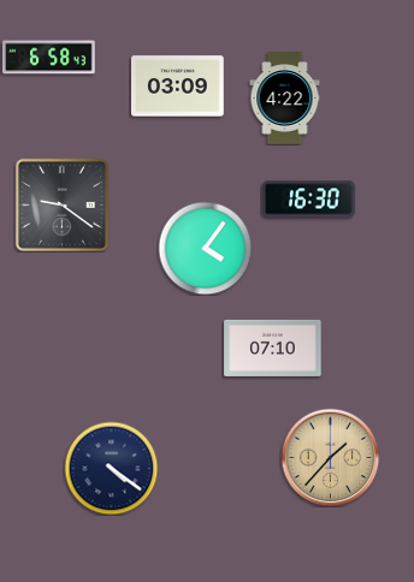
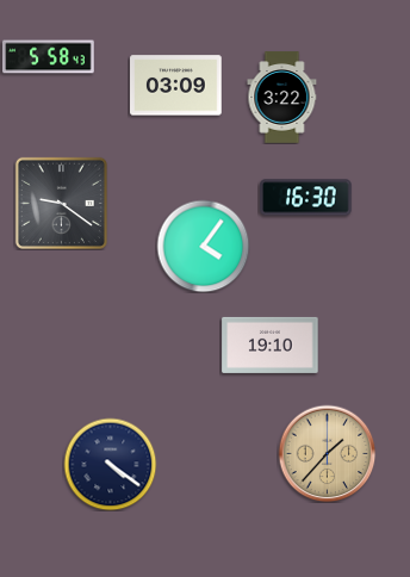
clock at (49, 58): 6:58 -> 5:58
clock at (285, 99): 4:22 -> 3:22
clock at (273, 348): 07:10 -> 19:10
